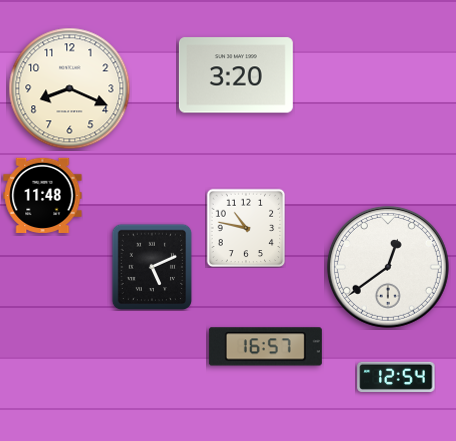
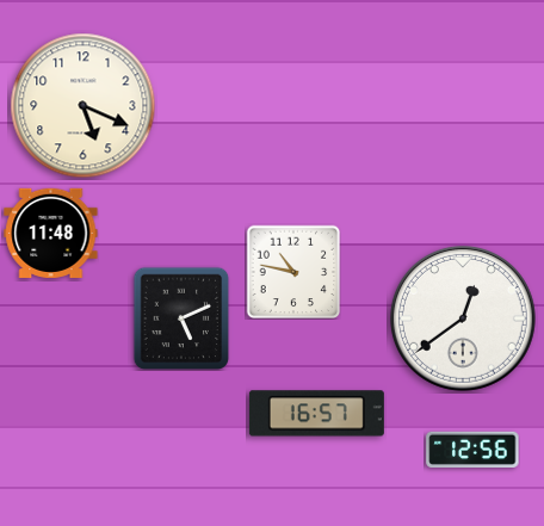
clock at (236, 75): 3:20 -> none
clock at (70, 89): 8:19 -> 5:19
clock at (396, 377): 12:54 -> 12:56
